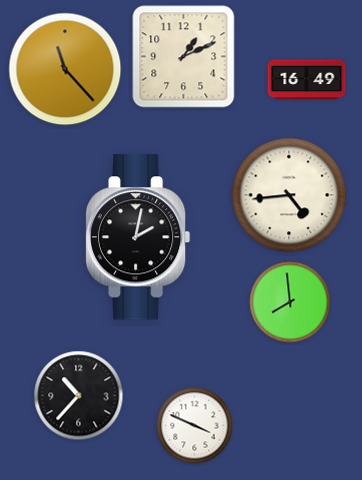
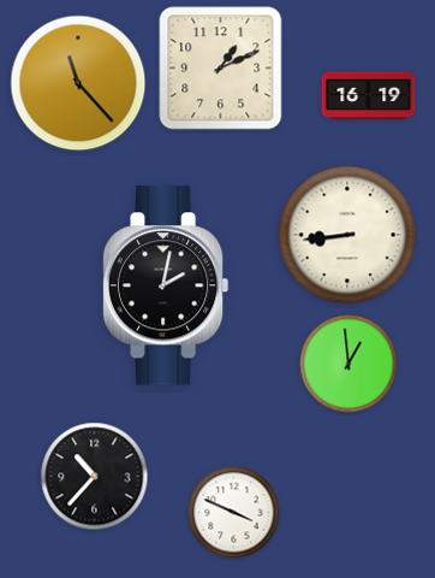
clock at (307, 80): 16:49 -> 16:19
clock at (289, 195): 4:44 -> 8:44
clock at (290, 302): 7:59 -> 12:59
